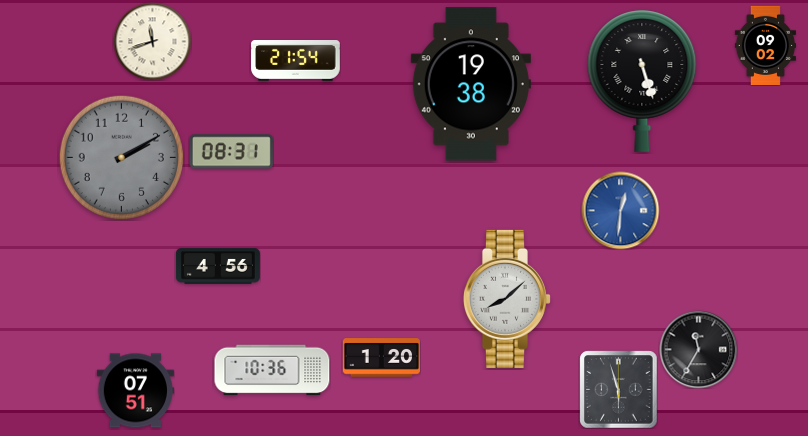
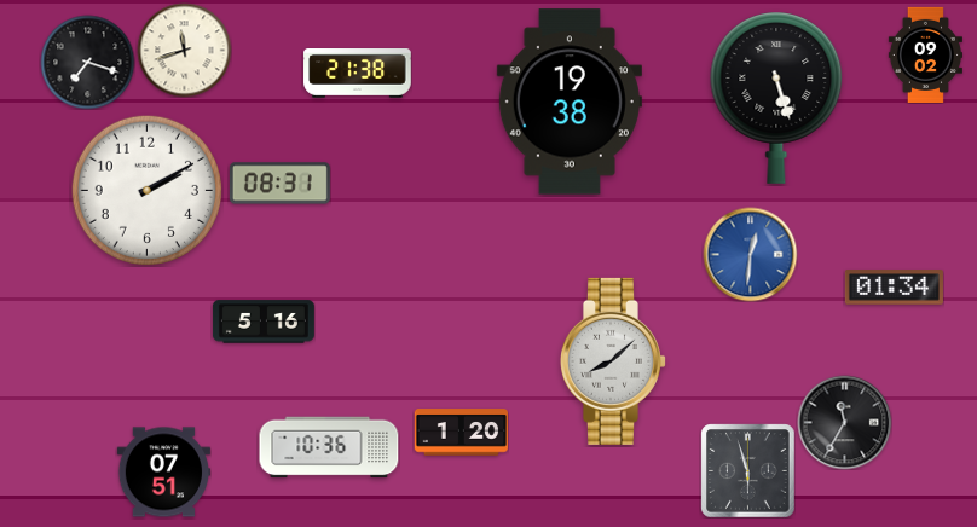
clock at (87, 62): none -> 7:18
clock at (296, 61): 21:54 -> 21:38
clock at (121, 157) dial: grey -> white
clock at (894, 288): none -> 01:34
clock at (218, 266): 4:56 -> 5:16
